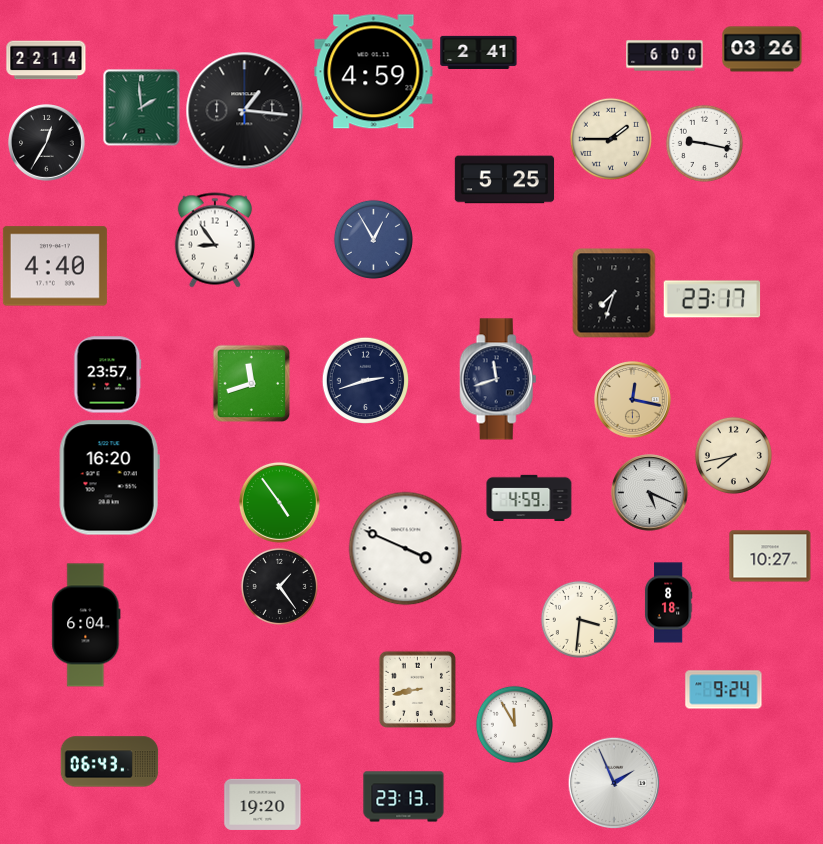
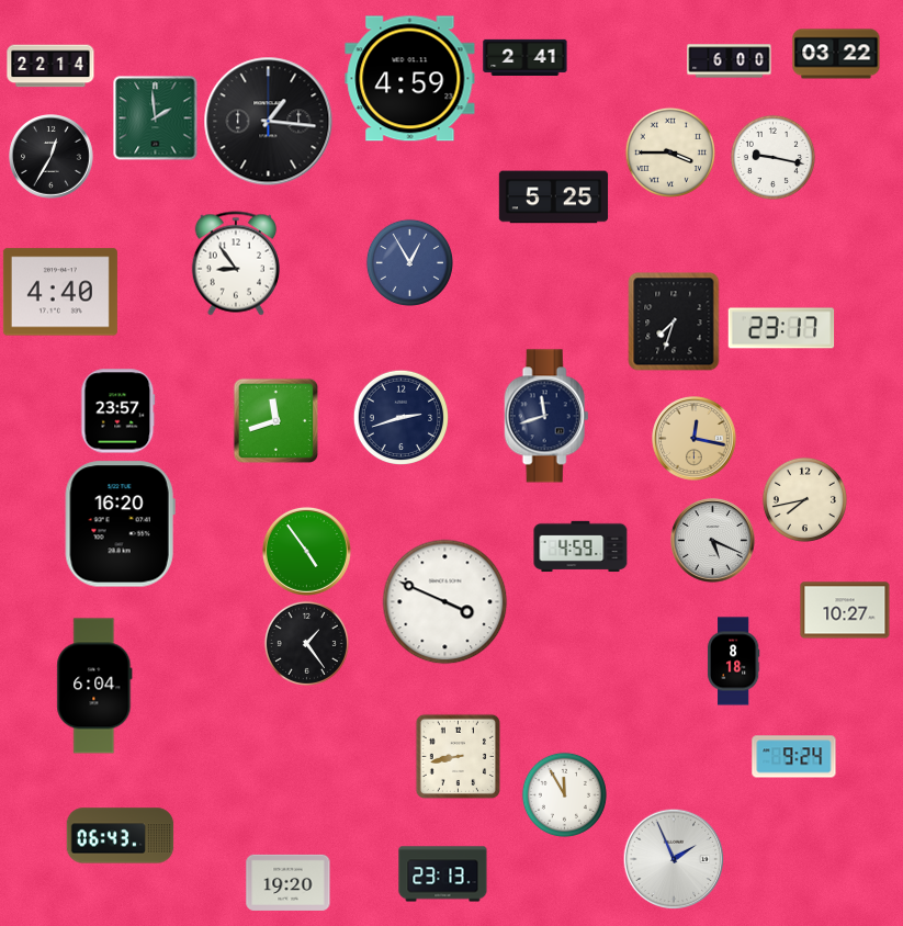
clock at (762, 49): 03:26 -> 03:22
clock at (611, 139): 1:45 -> 3:45
clock at (579, 619): 3:31 -> none
